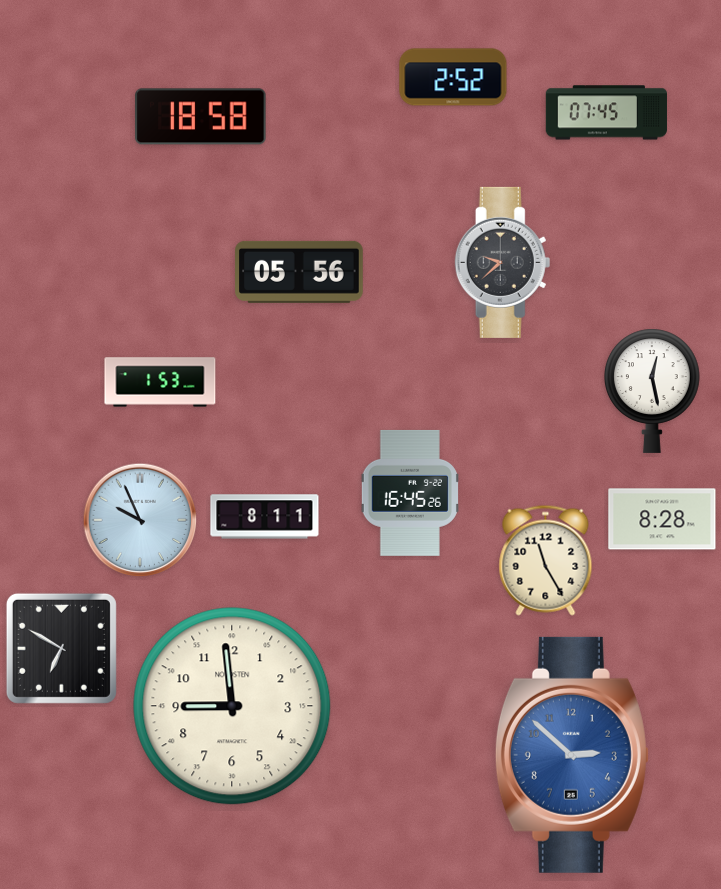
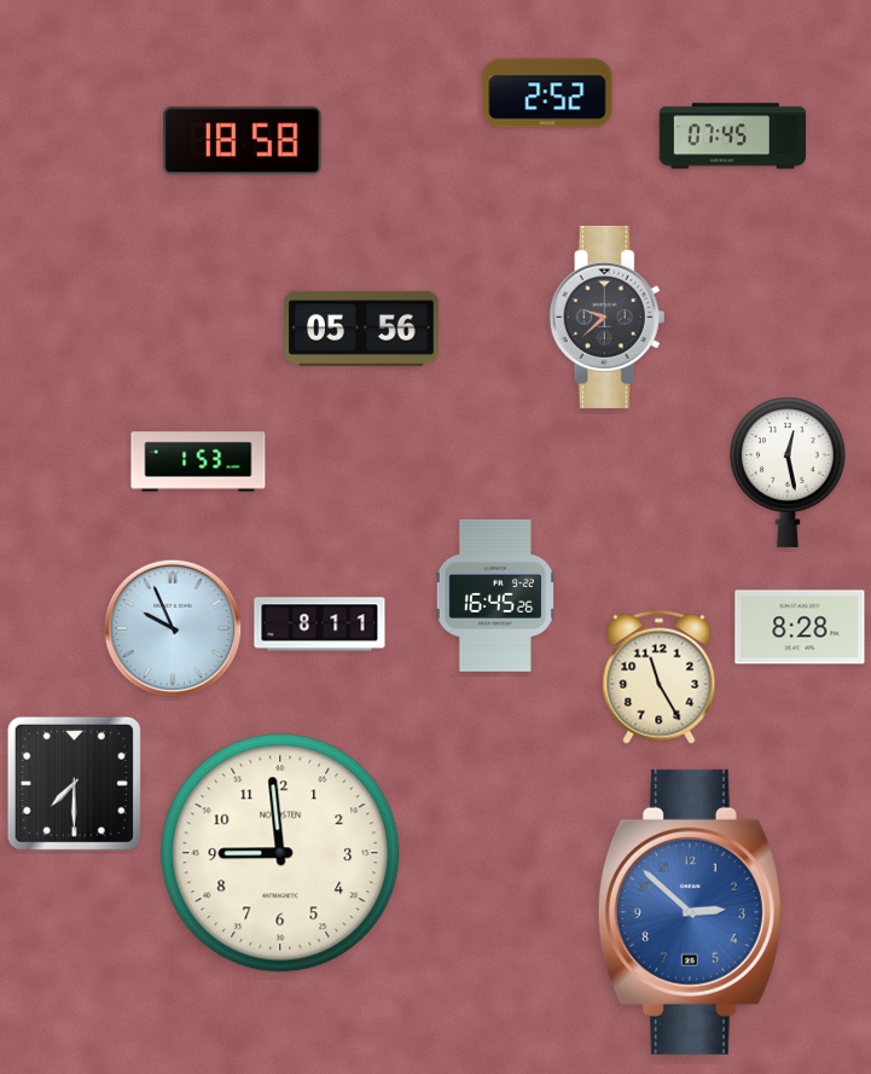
clock at (160, 382) position: (160, 382) -> (198, 461)
clock at (140, 520) position: (140, 520) -> (173, 628)
clock at (61, 648): 6:50 -> 7:30
